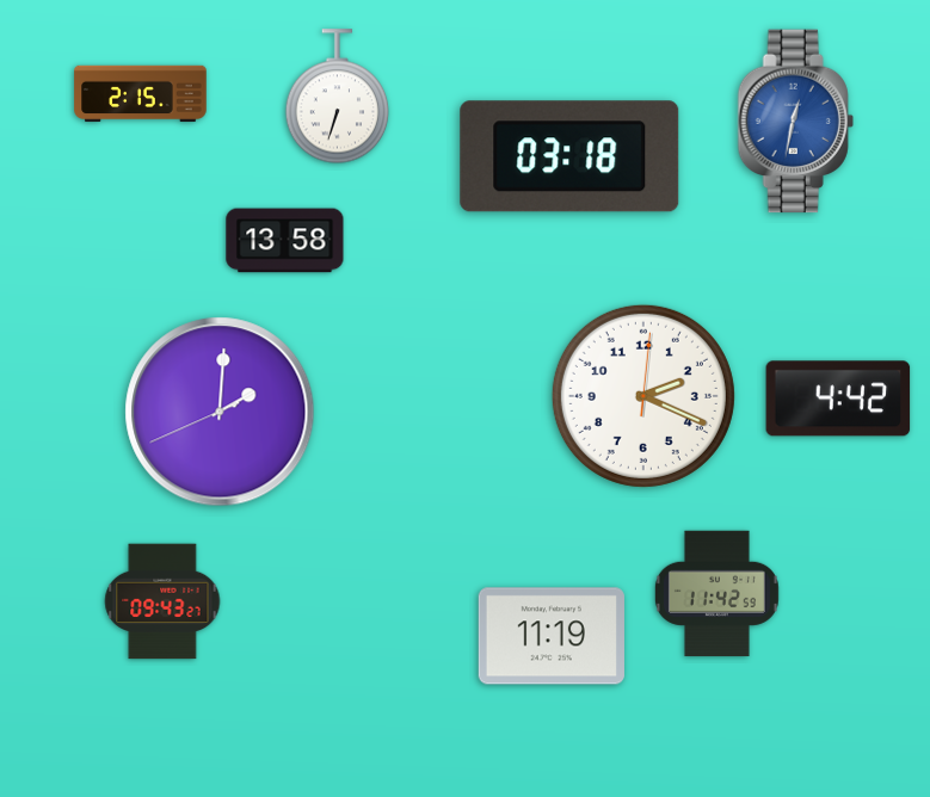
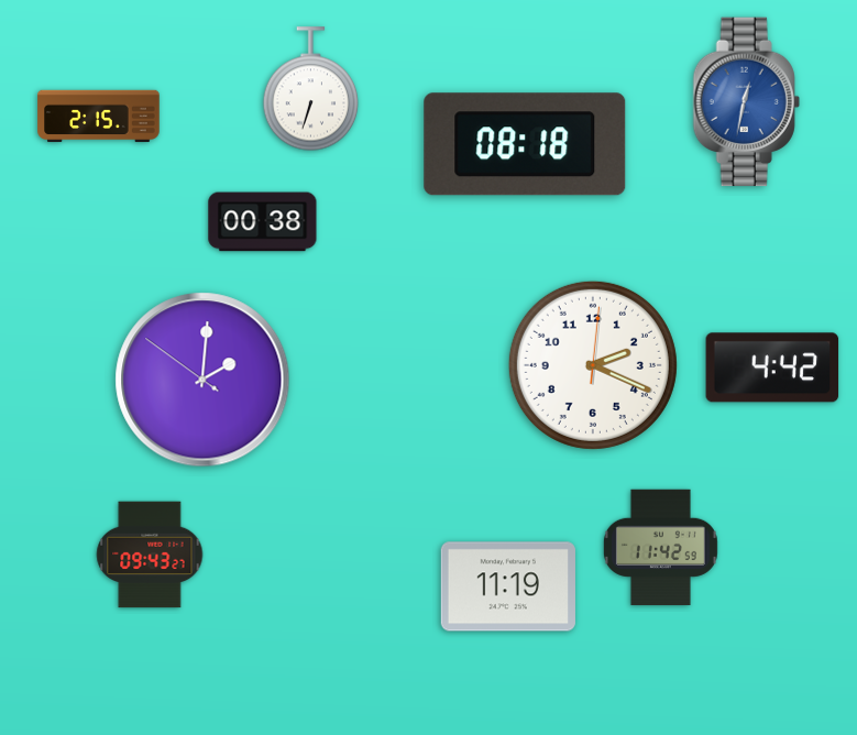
clock at (141, 94) position: (141, 94) -> (99, 117)
clock at (795, 122) position: (795, 122) -> (746, 102)
clock at (569, 156): 03:18 -> 08:18
clock at (285, 241): 13:58 -> 00:38
clock at (220, 412): 2:00:41 -> 2:00:51
